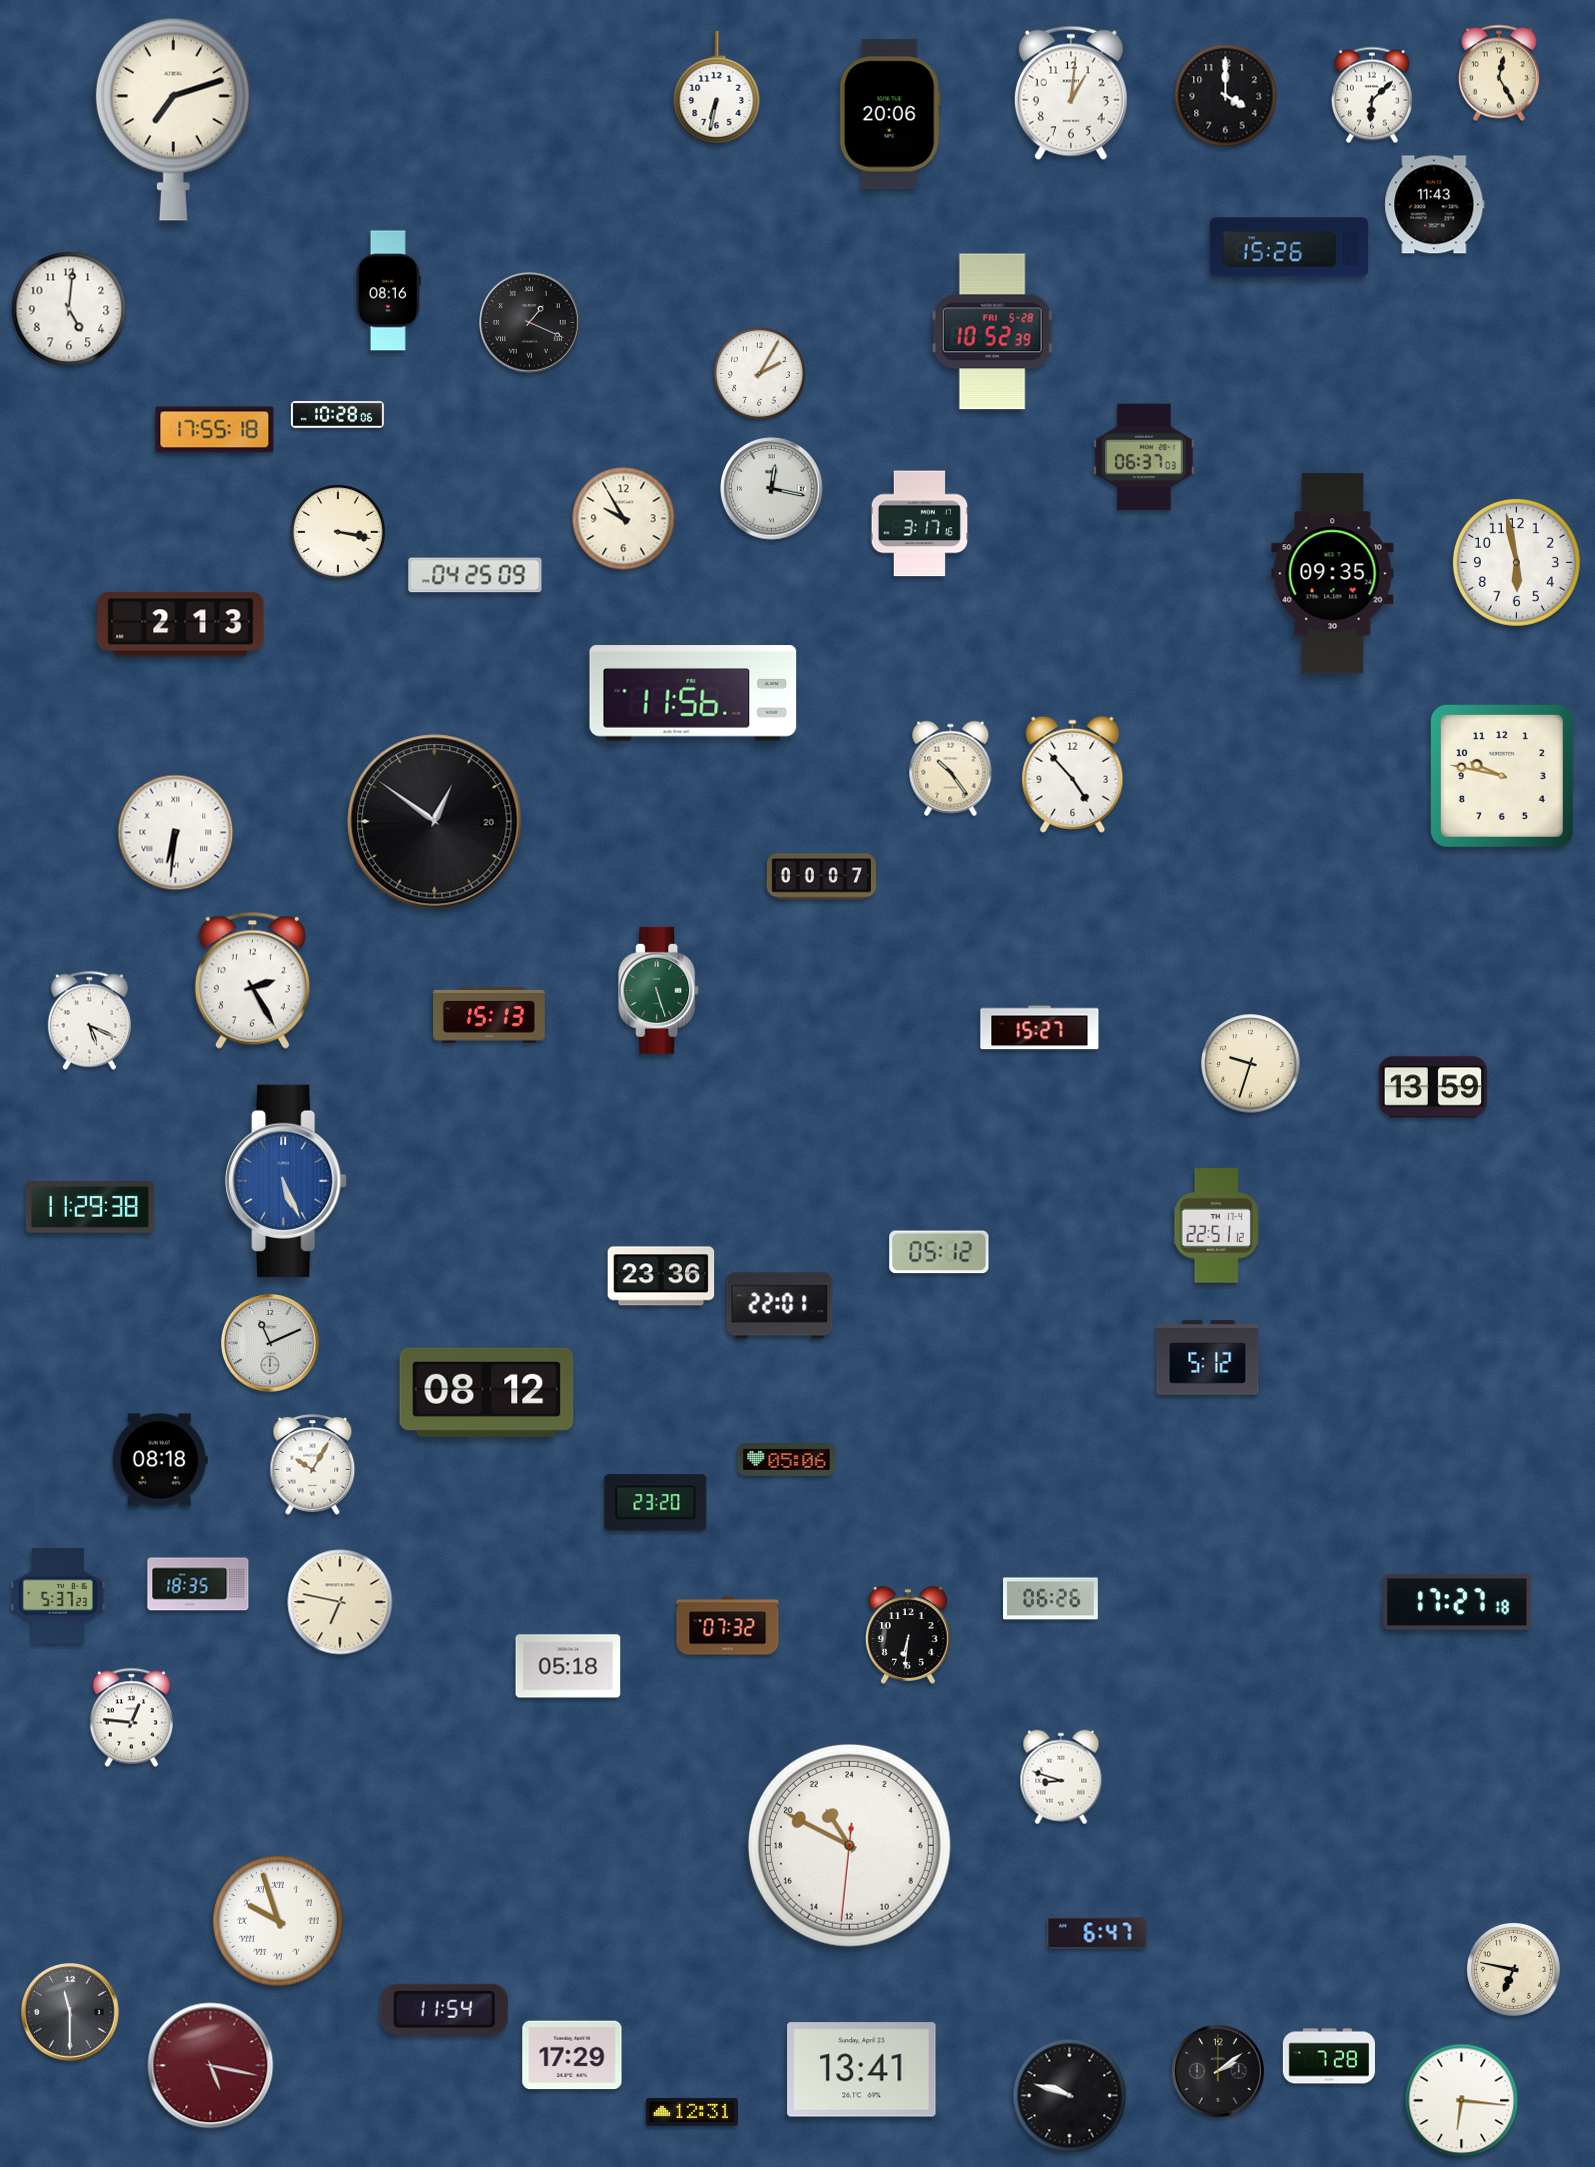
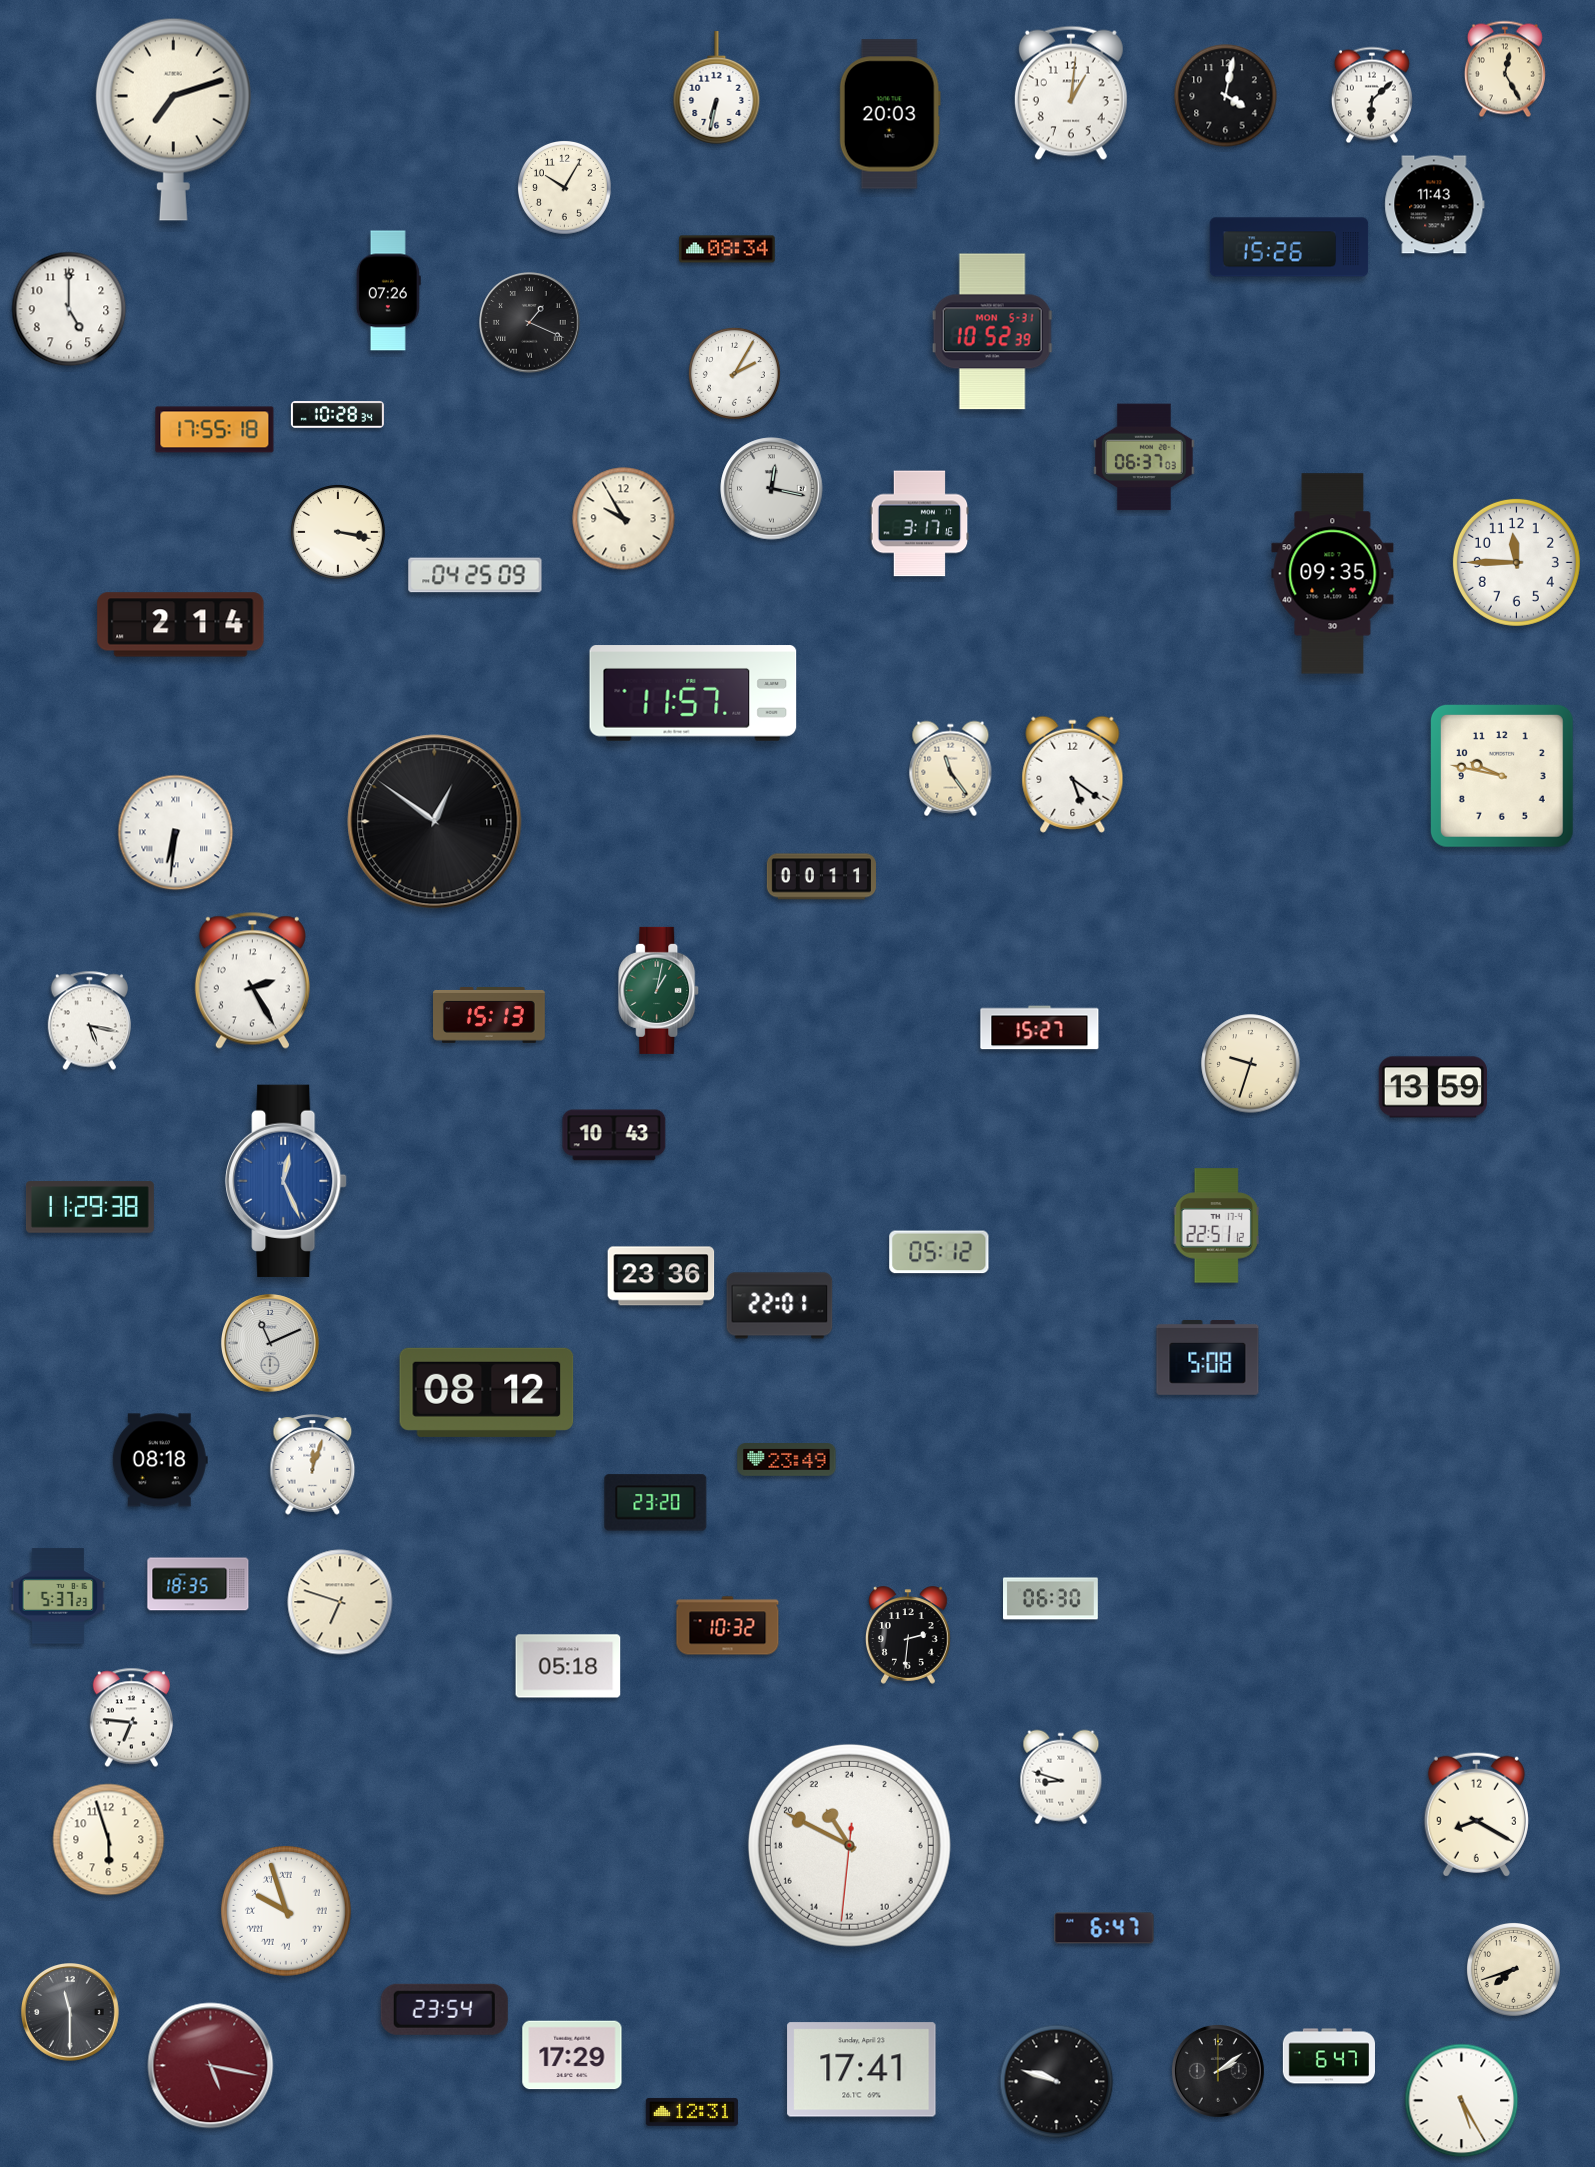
clock at (1499, 73) position: (1499, 73) -> (1505, 69)
clock at (1226, 96): 4:00 -> 4:02
clock at (890, 114): 20:06 -> 20:03
clock at (565, 188): none -> 10:05
clock at (727, 249): none -> 08:34
clock at (388, 291): 08:16 -> 07:26
clock at (69, 309): 5:01 -> 5:00
clock at (993, 332) date: FRI 5-28 -> MON 5-31
clock at (759, 373) position: (759, 373) -> (734, 373)
clock at (337, 415): 10:28:06 -> 10:28:34
clock at (1516, 562): 5:58 -> 11:45
clock at (181, 625): 2:13 -> 2:14
clock at (693, 693): 11:56 -> 11:57
clock at (951, 769): 10:24 -> 11:24
clock at (1073, 774): 4:53 -> 5:21
clock at (435, 822) date: 20 -> 11
clock at (821, 877): 00:07 -> 00:11
clock at (659, 990): 5:27 -> 1:02
clock at (89, 1021): 5:19 -> 5:17
clock at (614, 1135): none -> 10:43
clock at (286, 1181): 5:26 -> 12:26
clock at (1208, 1358): 5:12 -> 5:08
clock at (787, 1460): 05:06 -> 23:49
clock at (313, 1465): 10:05 -> 12:03
clock at (1051, 1599): 06:26 -> 06:30
clock at (340, 1602): 6:47 -> 6:48
clock at (1457, 1602): 17:27 -> none
clock at (728, 1626): 07:32 -> 10:32
clock at (908, 1635): 6:31 -> 2:31
clock at (131, 1718): 12:46 -> 6:46
clock at (1476, 1814): none -> 8:20
clock at (109, 1840): none -> 5:57
clock at (278, 1921) position: (278, 1921) -> (286, 1911)
clock at (1097, 1933) position: (1097, 1933) -> (1104, 1928)
clock at (1514, 1970): 6:47 -> 7:42
clock at (444, 2009): 11:54 -> 23:54
clock at (1328, 2056): 7:28 -> 6:47
clock at (862, 2070): 13:41 -> 17:41
clock at (1070, 2096) position: (1070, 2096) -> (1057, 2082)
clock at (1462, 2101): 6:16 -> 5:25
